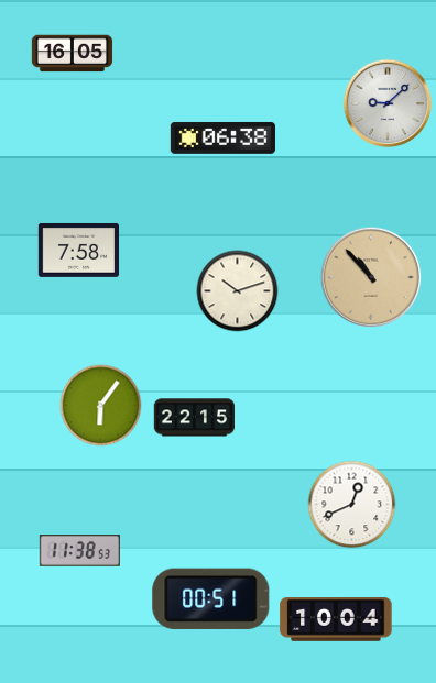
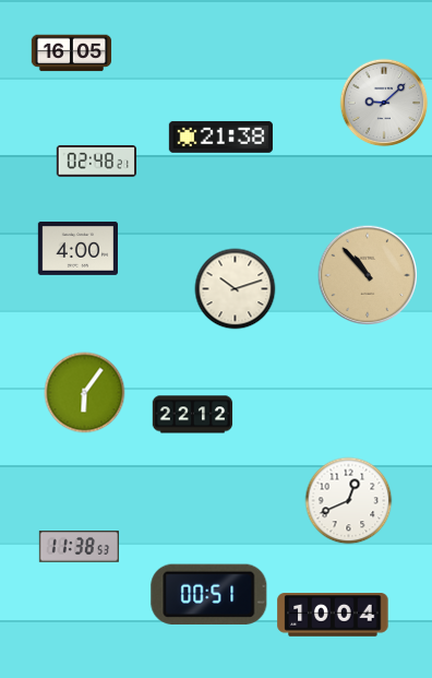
clock at (222, 137): 06:38 -> 21:38
clock at (96, 162): none -> 02:48
clock at (78, 250): 7:58 -> 4:00
clock at (101, 406) position: (101, 406) -> (85, 393)
clock at (194, 418): 22:15 -> 22:12
